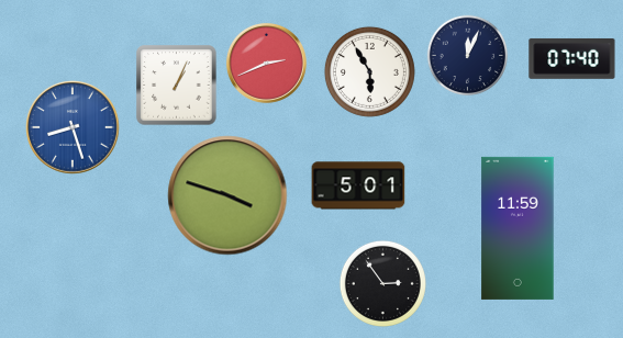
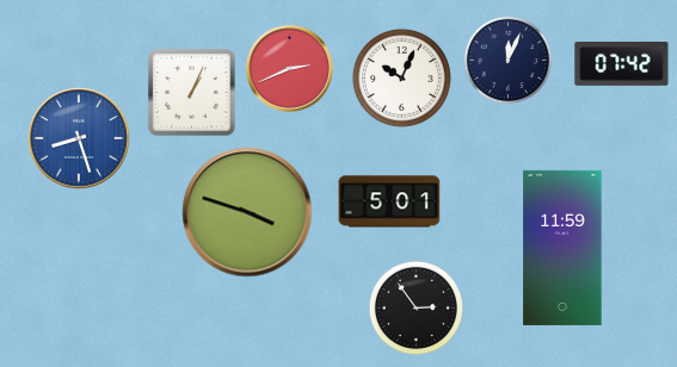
clock at (572, 58): 07:40 -> 07:42
clock at (369, 71): 5:55 -> 10:04
